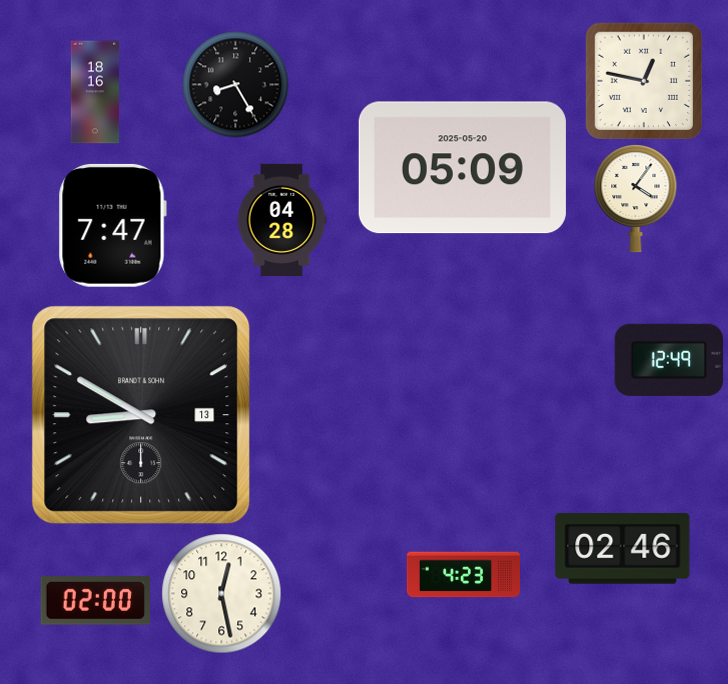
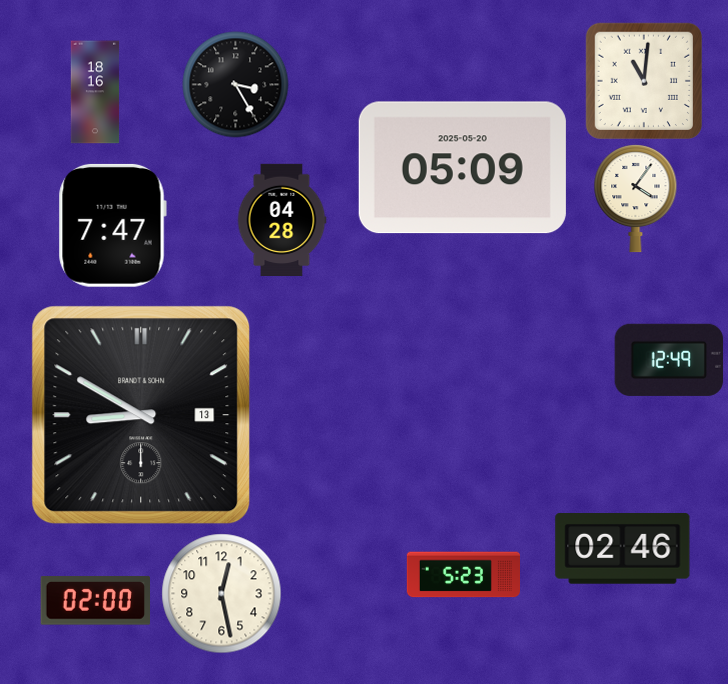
clock at (643, 80): 12:47 -> 11:01
clock at (236, 85): 8:25 -> 3:25
clock at (463, 575): 4:23 -> 5:23
